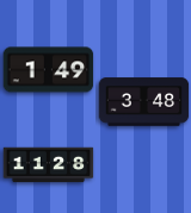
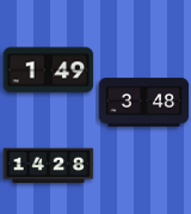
clock at (49, 165): 11:28 -> 14:28
